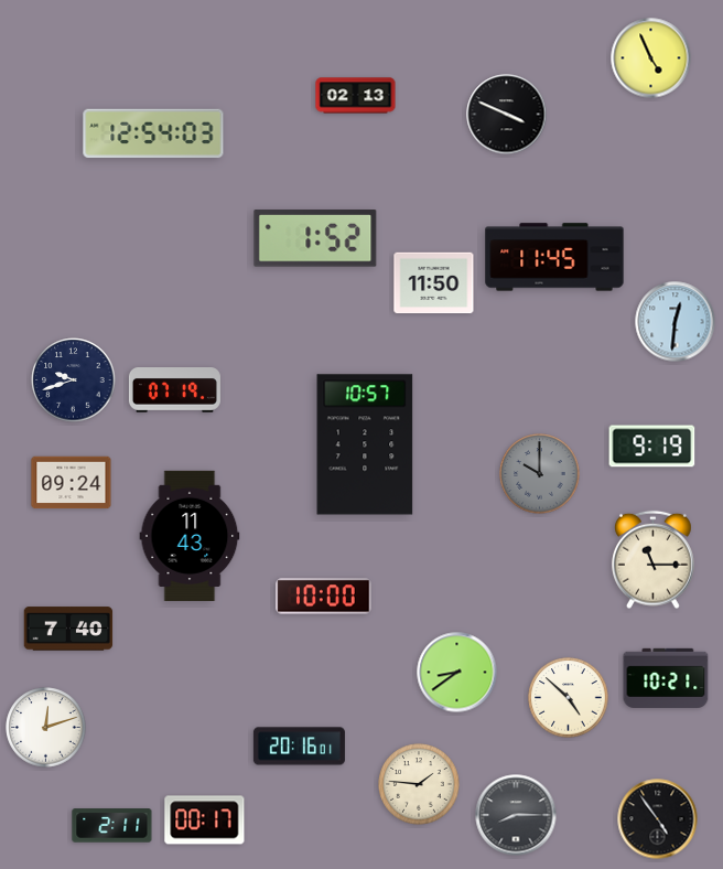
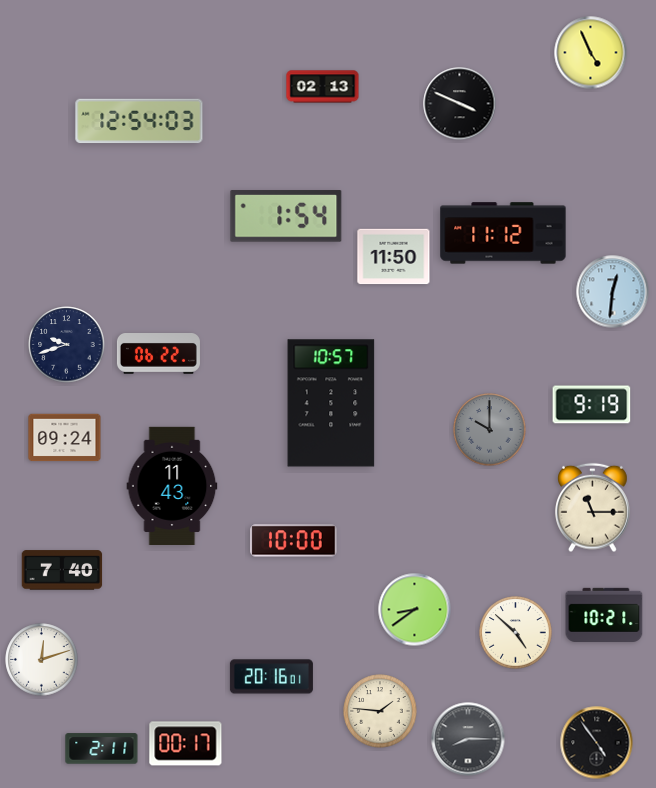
clock at (315, 238): 1:52 -> 1:54
clock at (554, 257): 11:45 -> 11:12
clock at (174, 390): 07:19 -> 06:22
